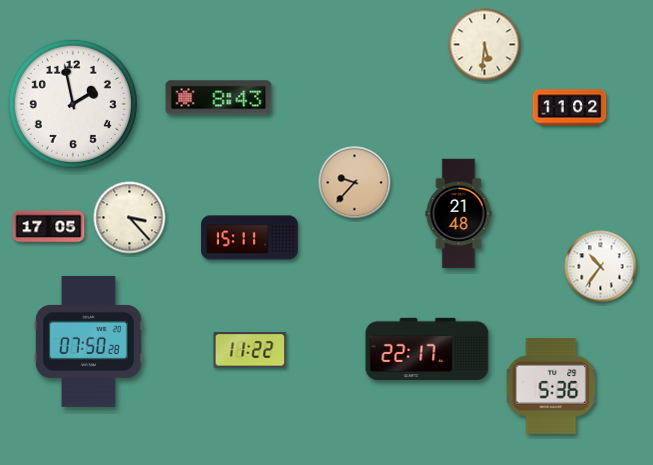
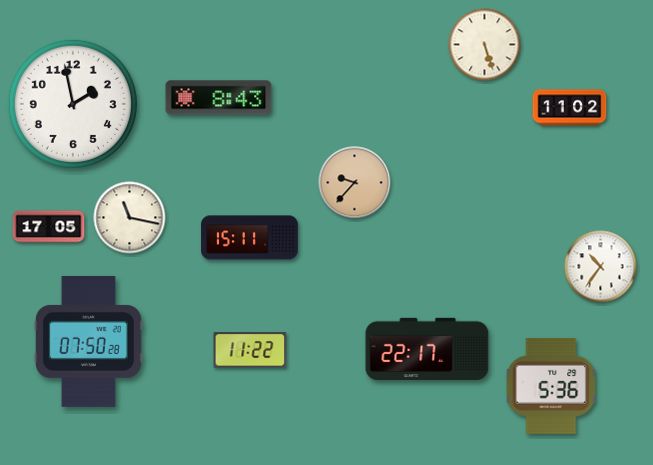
clock at (485, 45): 5:31 -> 5:27
clock at (459, 214): 21:48 -> none
clock at (130, 218): 3:23 -> 11:17
